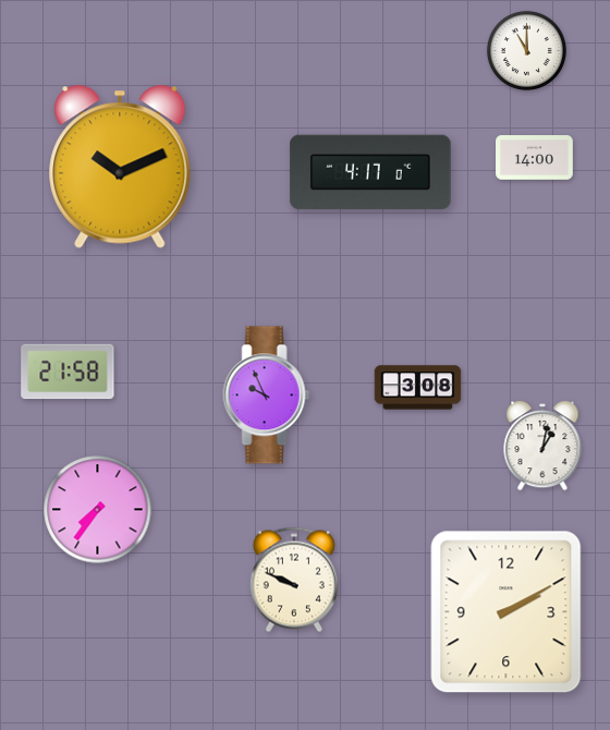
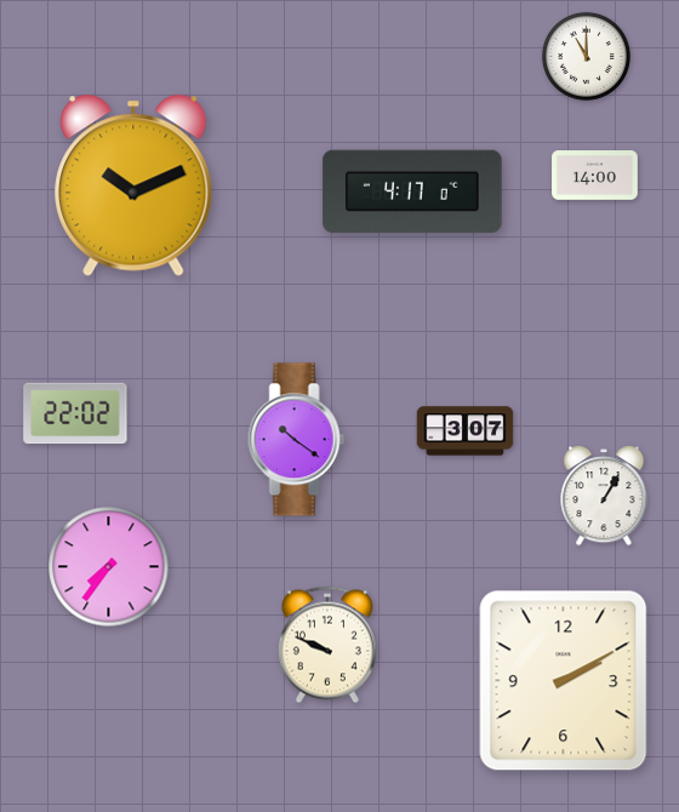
clock at (68, 372): 21:58 -> 22:02
clock at (418, 388): 3:08 -> 3:07
clock at (267, 396): 9:56 -> 10:21
clock at (542, 446): 1:02 -> 1:05
